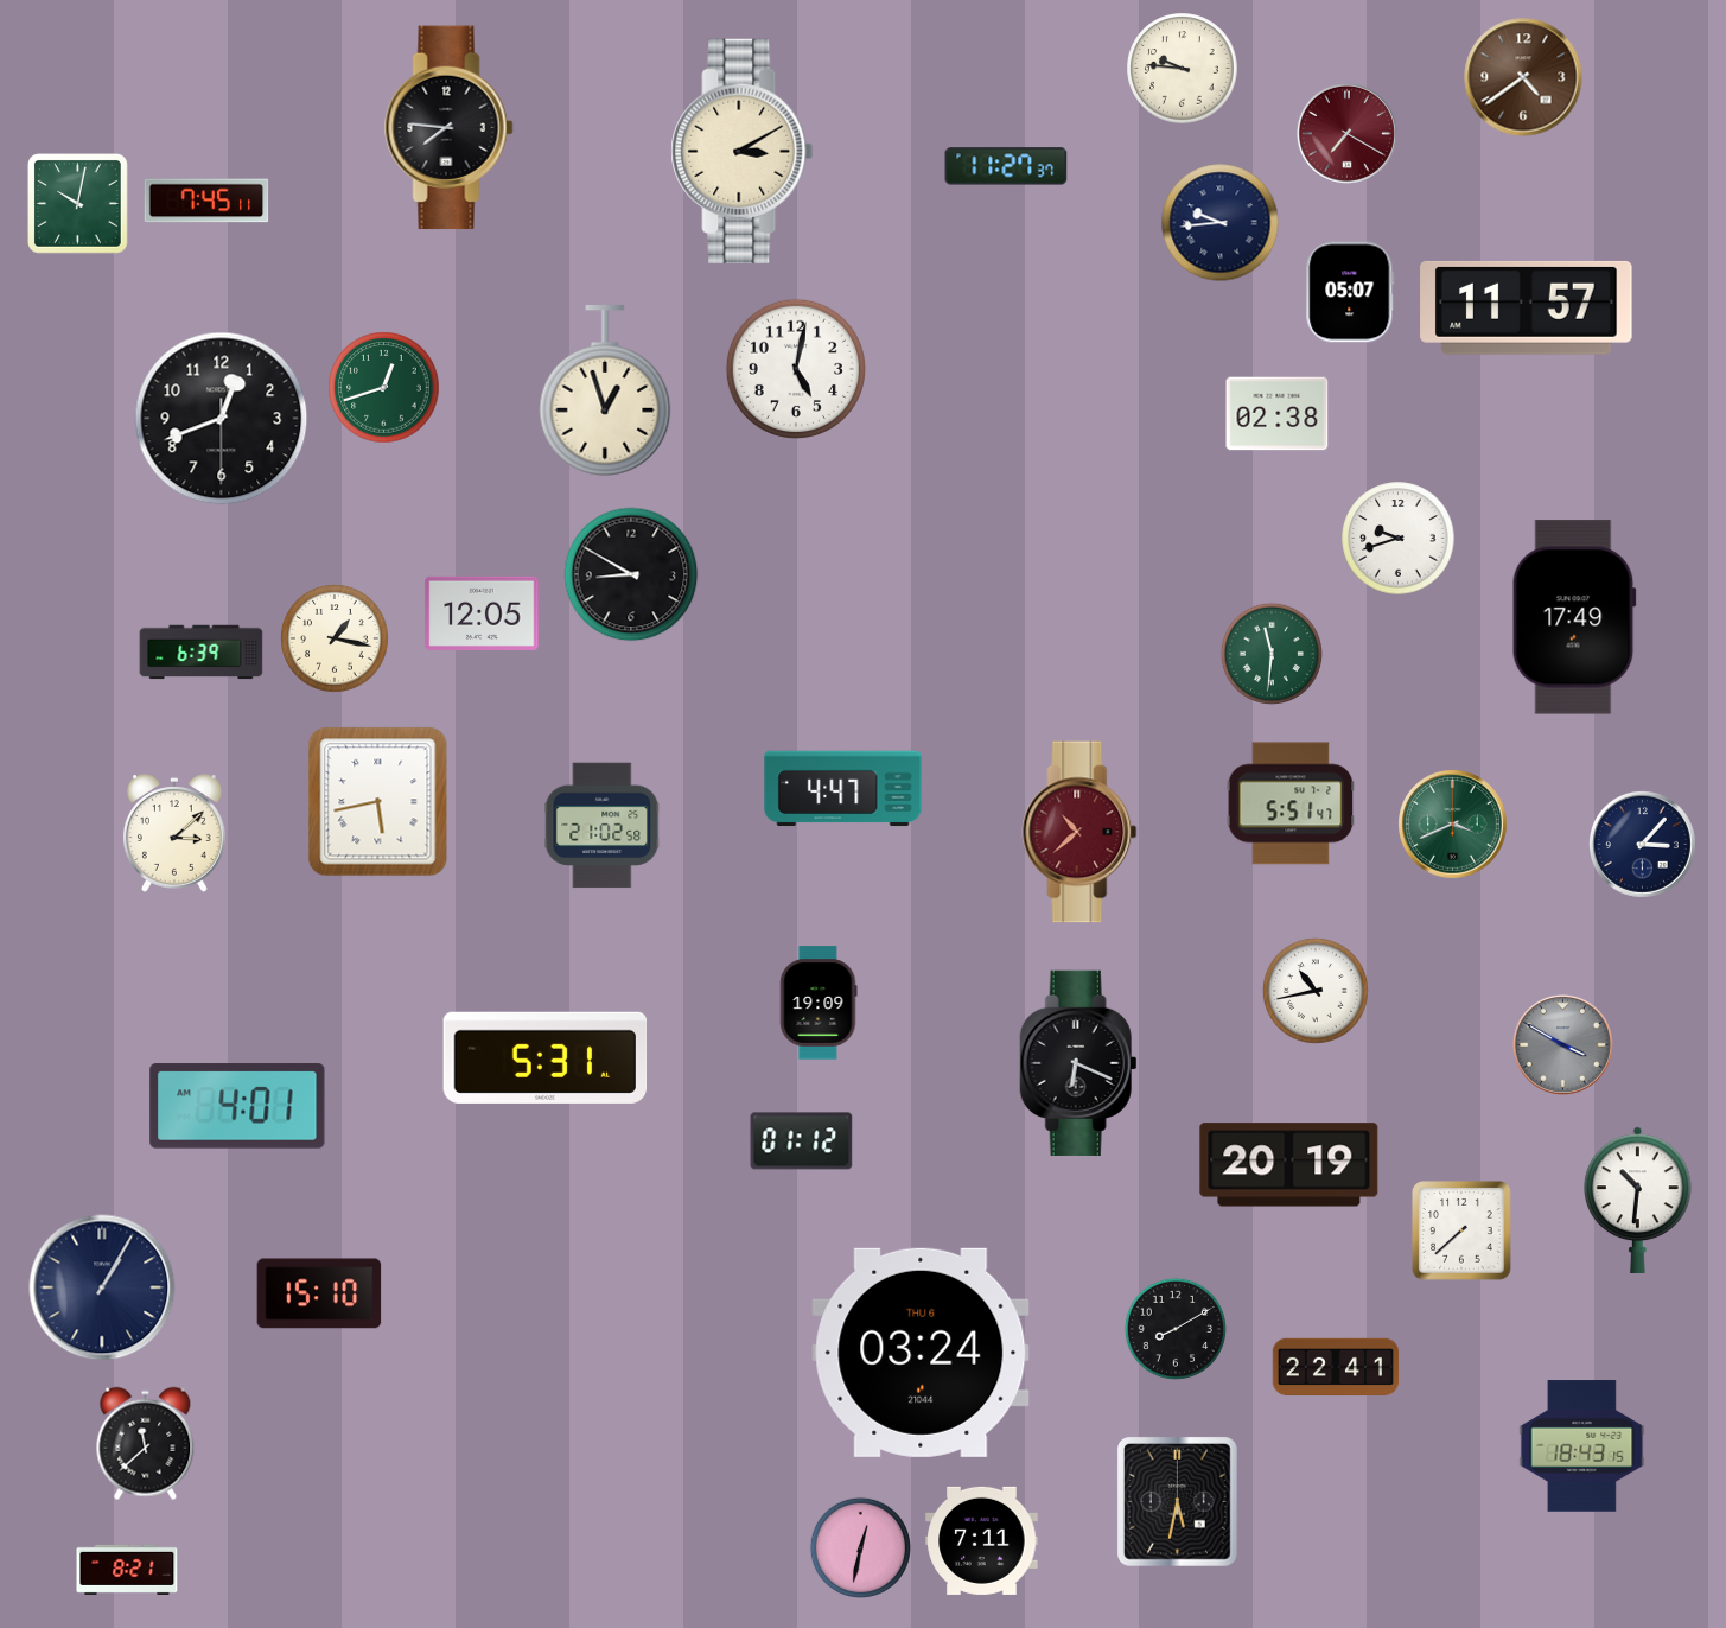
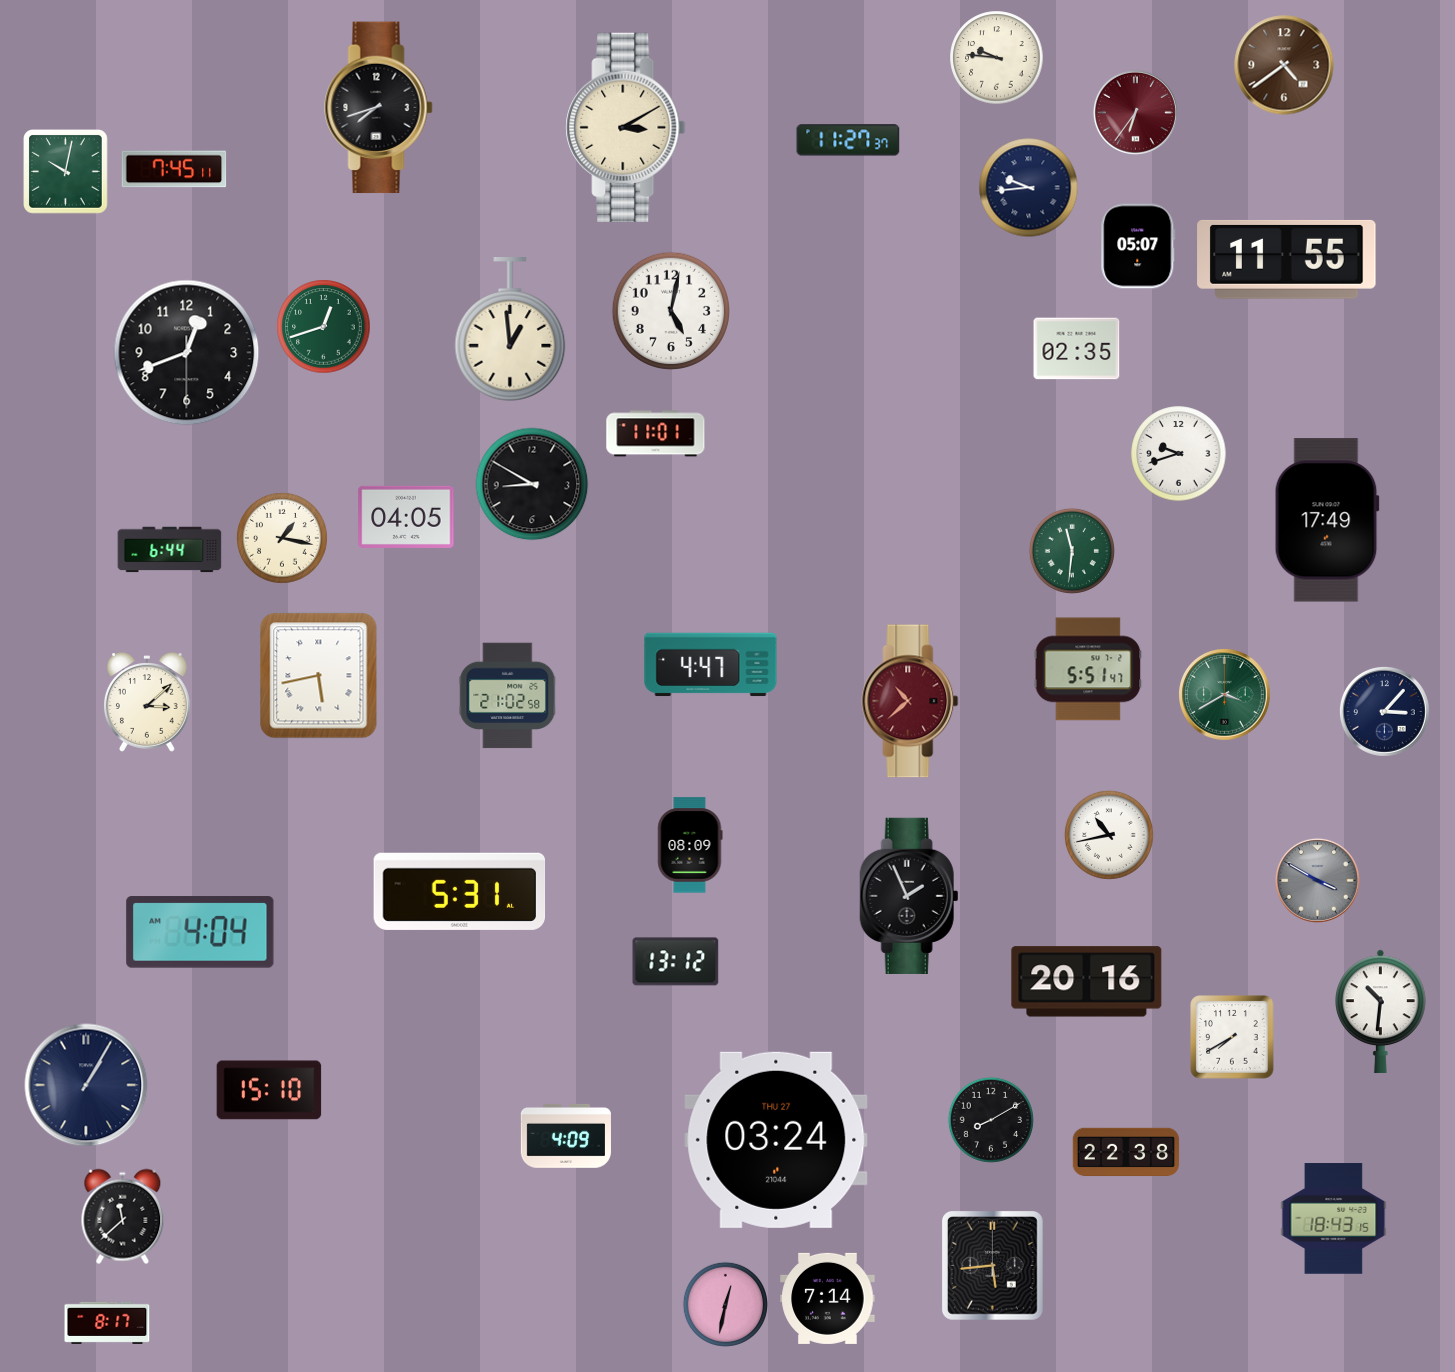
clock at (450, 128): 7:46 -> 7:42
clock at (1346, 133): 7:20 -> 6:36
clock at (1527, 307): 11:57 -> 11:55
clock at (605, 392): 12:57 -> 12:59
clock at (1278, 414): 02:38 -> 02:35
clock at (656, 434): none -> 11:01
clock at (482, 613): 12:05 -> 04:05
clock at (202, 653): 6:39 -> 6:44
clock at (1291, 803) position: (1291, 803) -> (1088, 669)
clock at (1453, 825): 3:41 -> 3:40
clock at (819, 1003): 19:09 -> 08:09
clock at (1078, 1063): 6:19 -> 1:56
clock at (237, 1106): 4:01 -> 4:04
clock at (802, 1141): 01:12 -> 13:12
clock at (1289, 1165): 20:19 -> 20:16
clock at (1461, 1230): 7:38 -> 7:40
clock at (566, 1136): none -> 4:09
clock at (921, 1353) date: THU 6 -> THU 27
clock at (1336, 1367): 22:41 -> 22:38
clock at (1178, 1502): 5:32 -> 5:44
clock at (982, 1540): 7:11 -> 7:14
clock at (127, 1570): 8:21 -> 8:17
